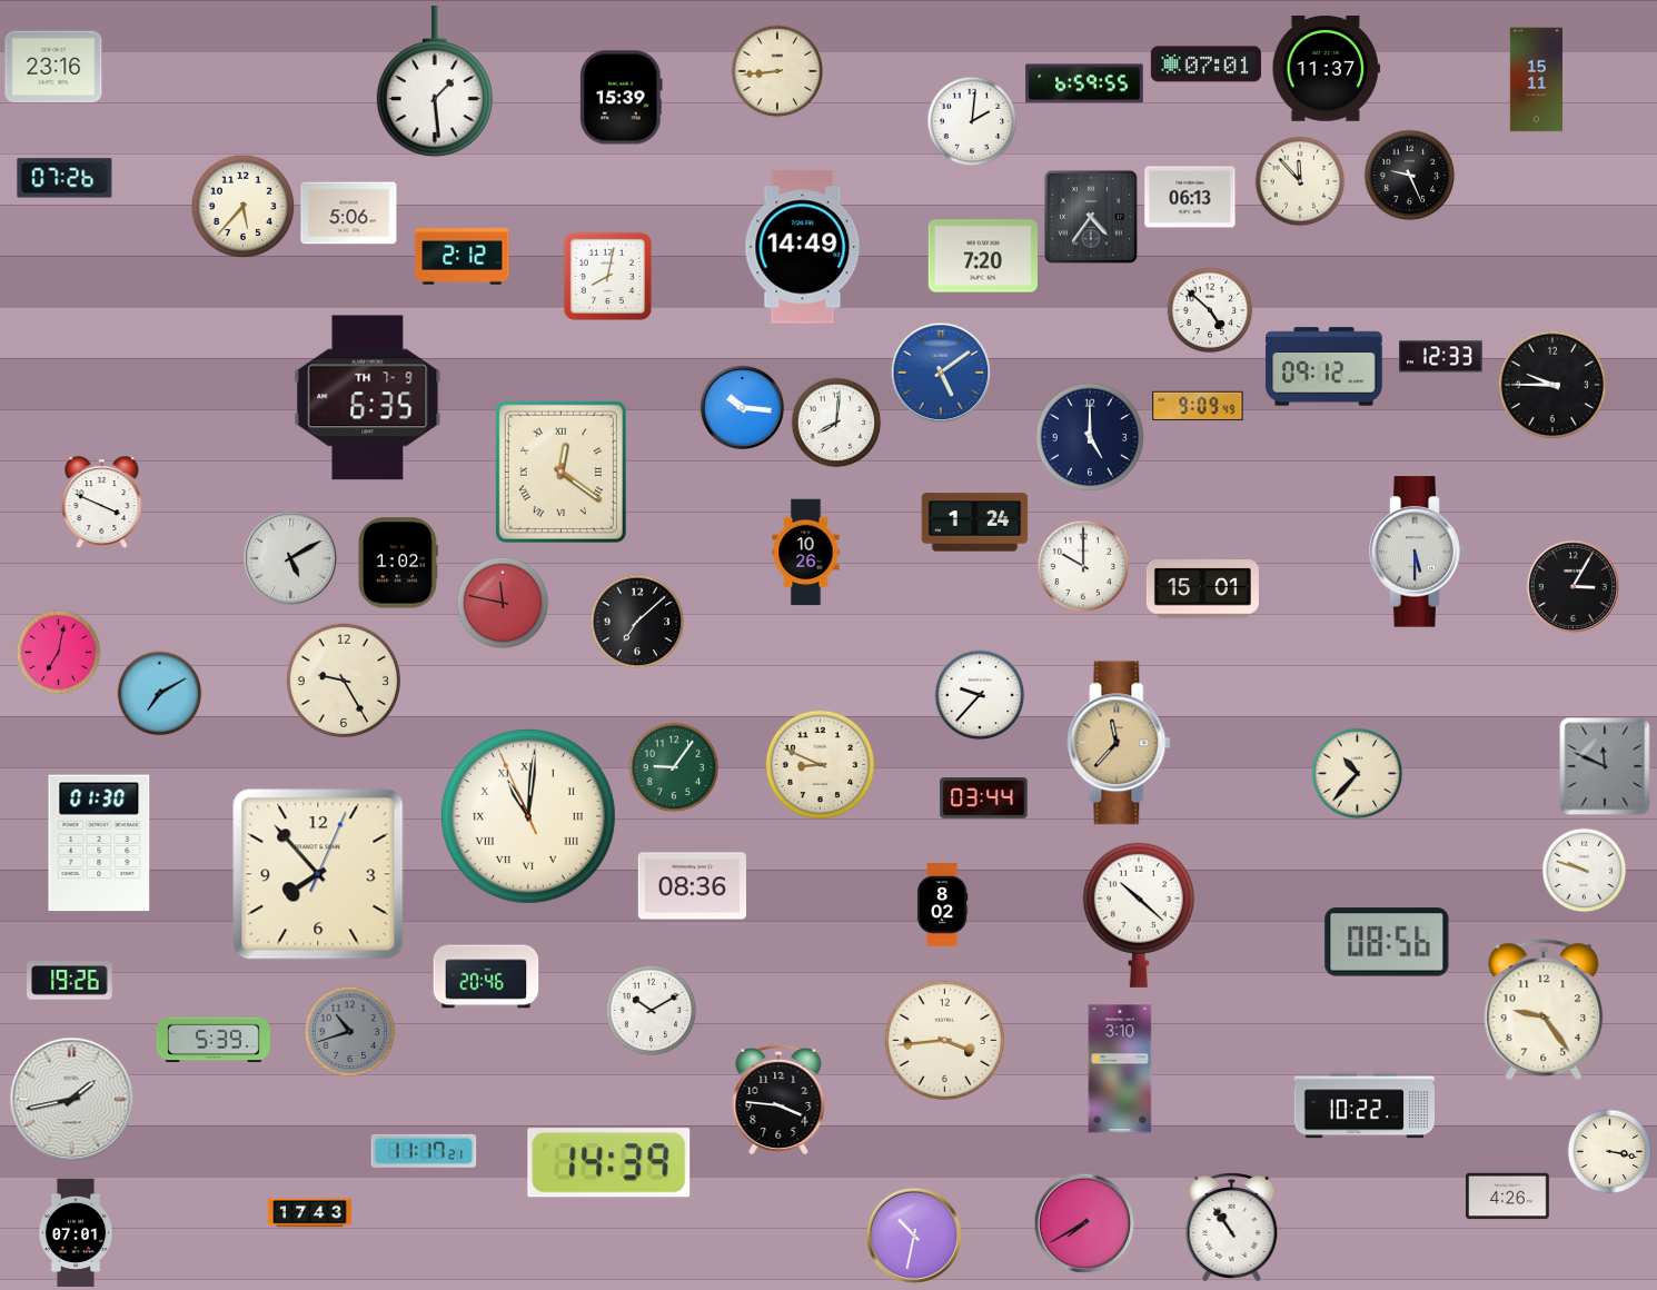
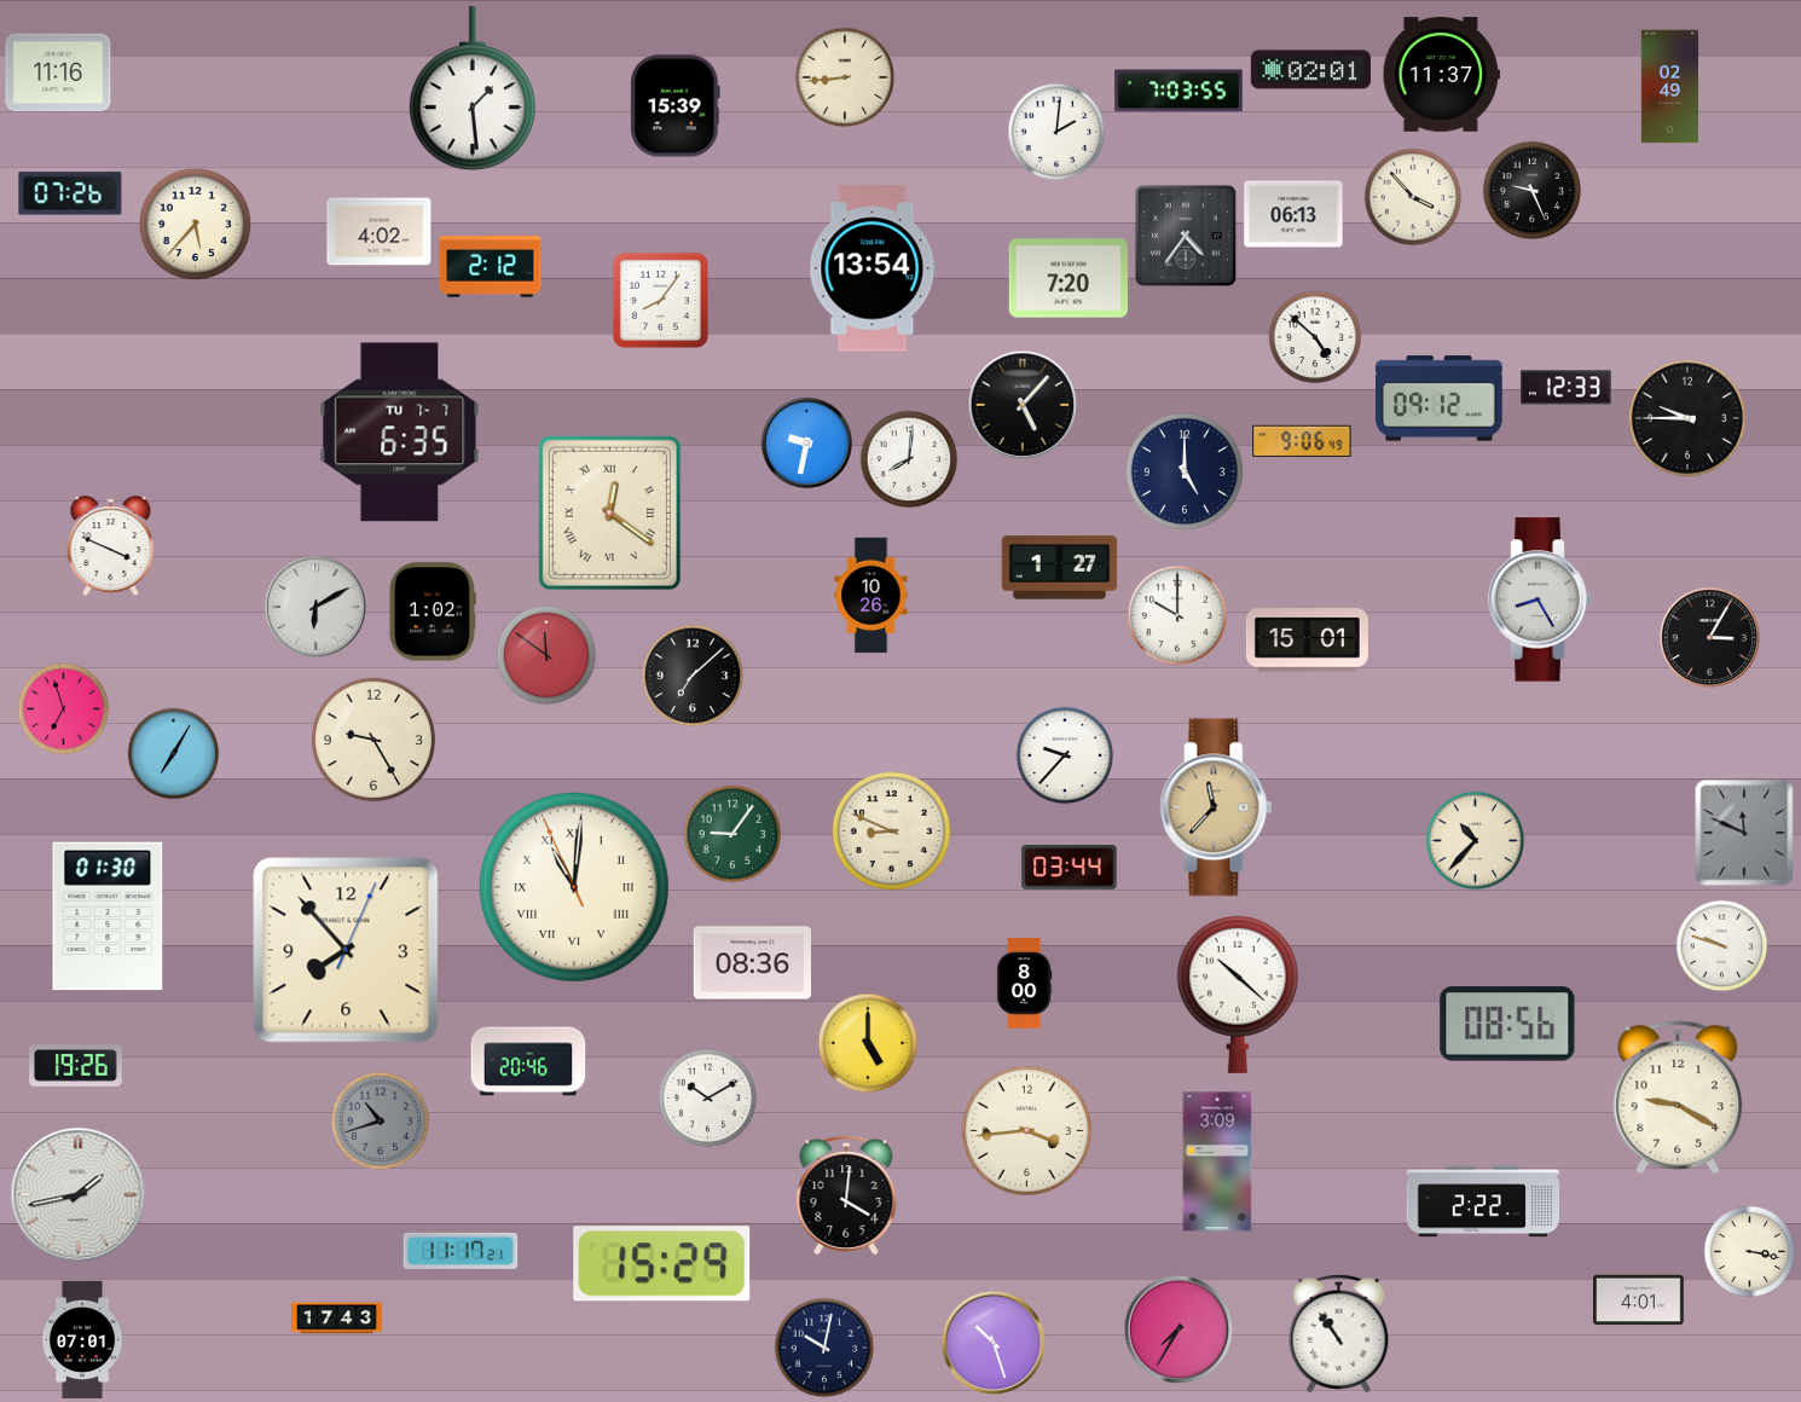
clock at (1205, 64): 07:01 -> 02:01
clock at (53, 67): 23:16 -> 11:16
clock at (1536, 80): 15:11 -> 02:49
clock at (1084, 83): 6:59 -> 7:03
clock at (1300, 181): 11:53 -> 3:53
clock at (244, 207) position: (244, 207) -> (196, 225)
clock at (349, 214): 5:06 -> 4:02
clock at (803, 247): 14:49 -> 13:54
clock at (463, 257) position: (463, 257) -> (491, 267)
clock at (607, 276): 8:02 -> 8:06
clock at (941, 373): 5:09 -> 5:07
clock at (941, 373) dial: blue -> black
clock at (368, 398) date: TH 7-9 -> TU 7-7
clock at (1198, 406): 9:09 -> 9:06
clock at (742, 407): 10:16 -> 9:32
clock at (1090, 437) position: (1090, 437) -> (1185, 471)
clock at (975, 523): 1:24 -> 1:27
clock at (1417, 552): 5:30 -> 8:25
clock at (806, 553) position: (806, 553) -> (871, 596)
clock at (290, 558): 5:10 -> 6:10
clock at (503, 603): 11:47 -> 11:51
clock at (59, 653): 7:02 -> 6:57
clock at (160, 694): 7:10 -> 7:05
clock at (942, 905): 8:02 -> 8:00
clock at (868, 1043): none -> 5:00
clock at (1544, 1010): 9:24 -> 9:20
clock at (214, 1040): 5:39 -> none
clock at (1120, 1069): 3:10 -> 3:09
clock at (778, 1100): 3:46 -> 4:01
clock at (1363, 1105): 10:22 -> 2:22
clock at (609, 1163): 14:39 -> 15:29
clock at (1508, 1197): 4:26 -> 4:01
clock at (1084, 1223): 7:40 -> 7:35
clock at (914, 1236): 10:32 -> 10:27
clock at (824, 1348): none -> 10:02
